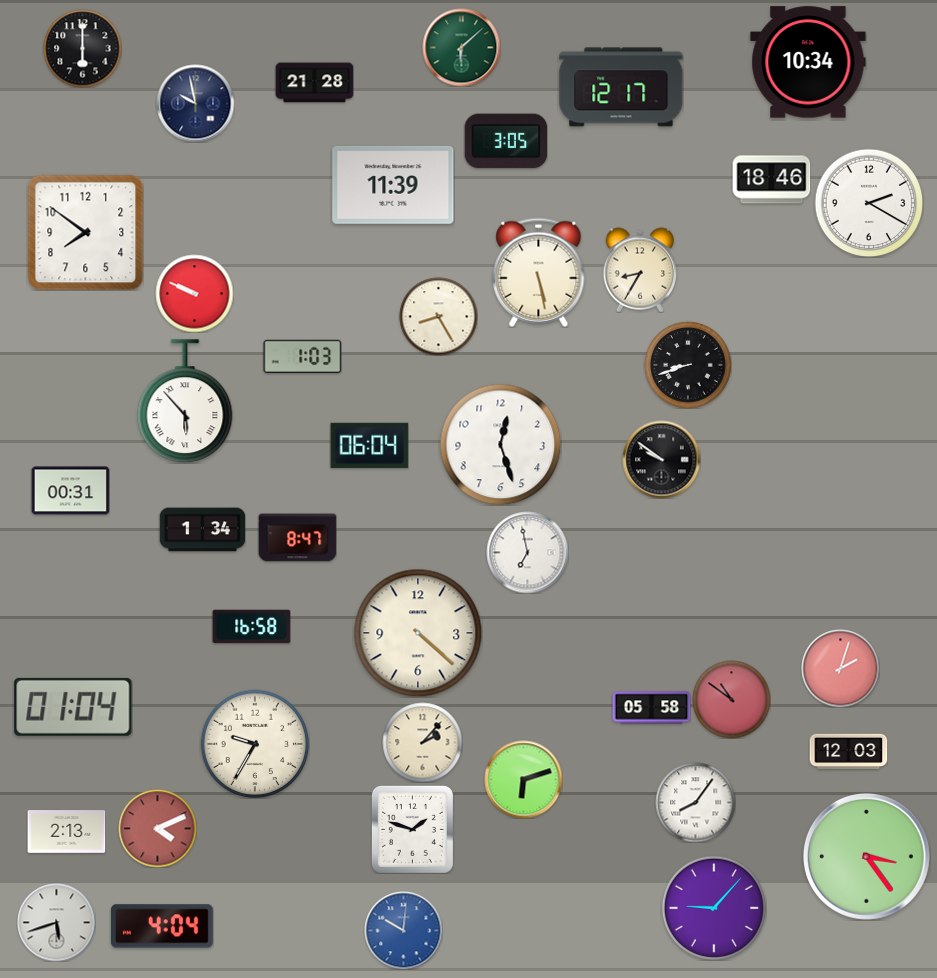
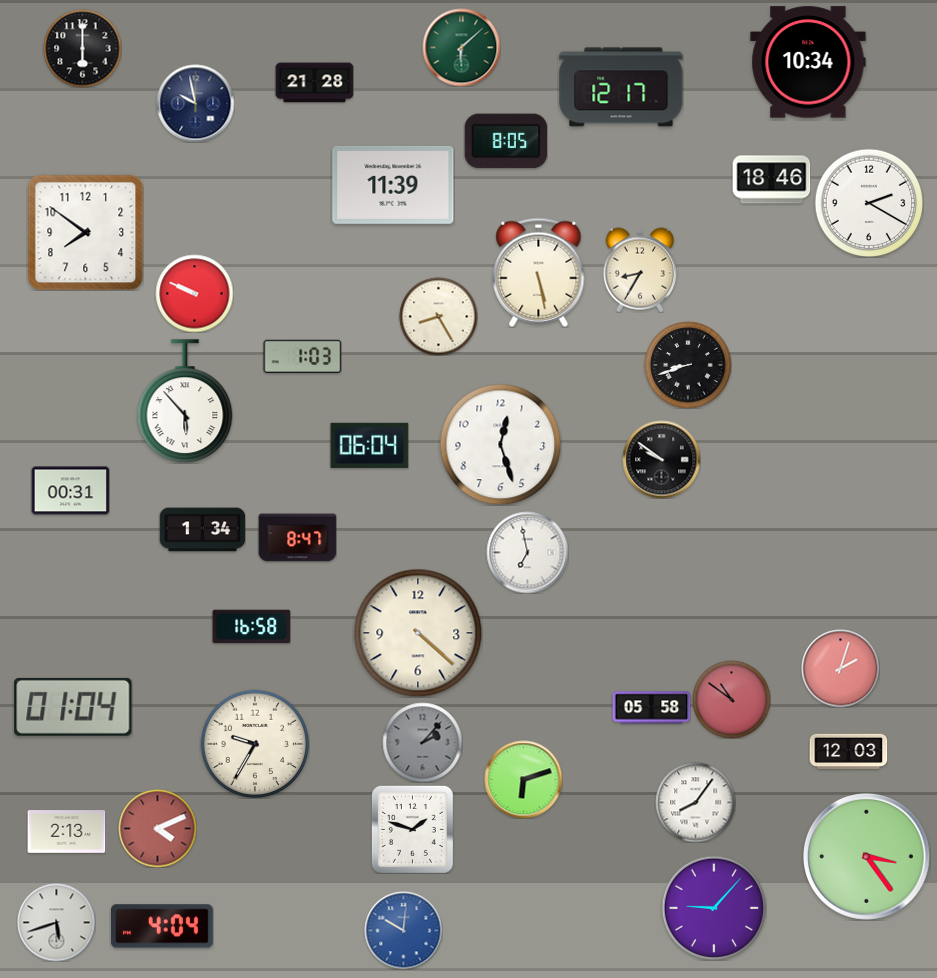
clock at (506, 141): 3:05 -> 8:05
clock at (422, 742) dial: cream -> grey
